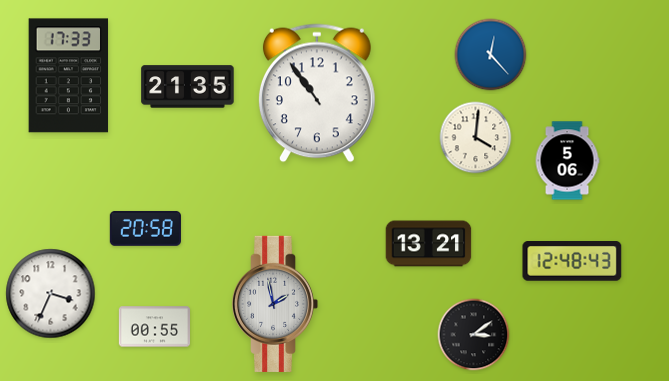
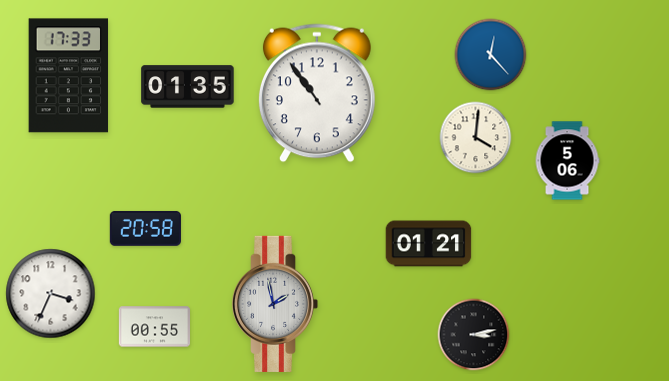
clock at (188, 87): 21:35 -> 01:35
clock at (429, 244): 13:21 -> 01:21
clock at (572, 261): 12:48 -> none
clock at (474, 335): 3:09 -> 3:13
